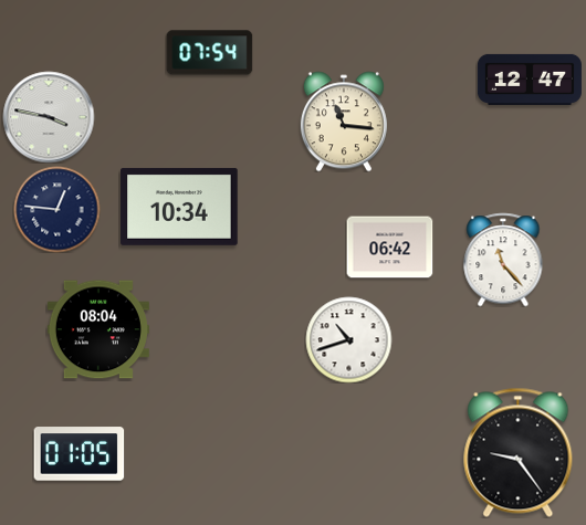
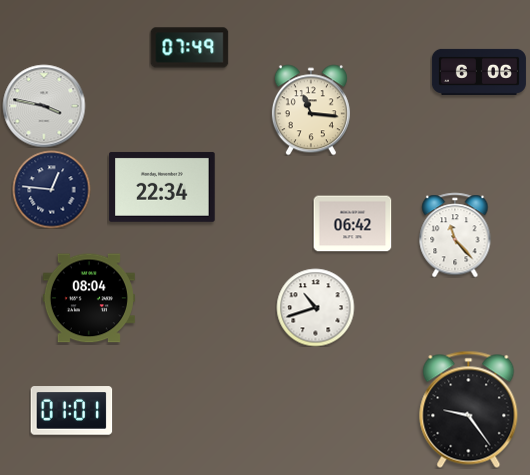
clock at (209, 53): 07:54 -> 07:49
clock at (530, 80): 12:47 -> 6:06
clock at (179, 207): 10:34 -> 22:34
clock at (79, 454): 01:05 -> 01:01
